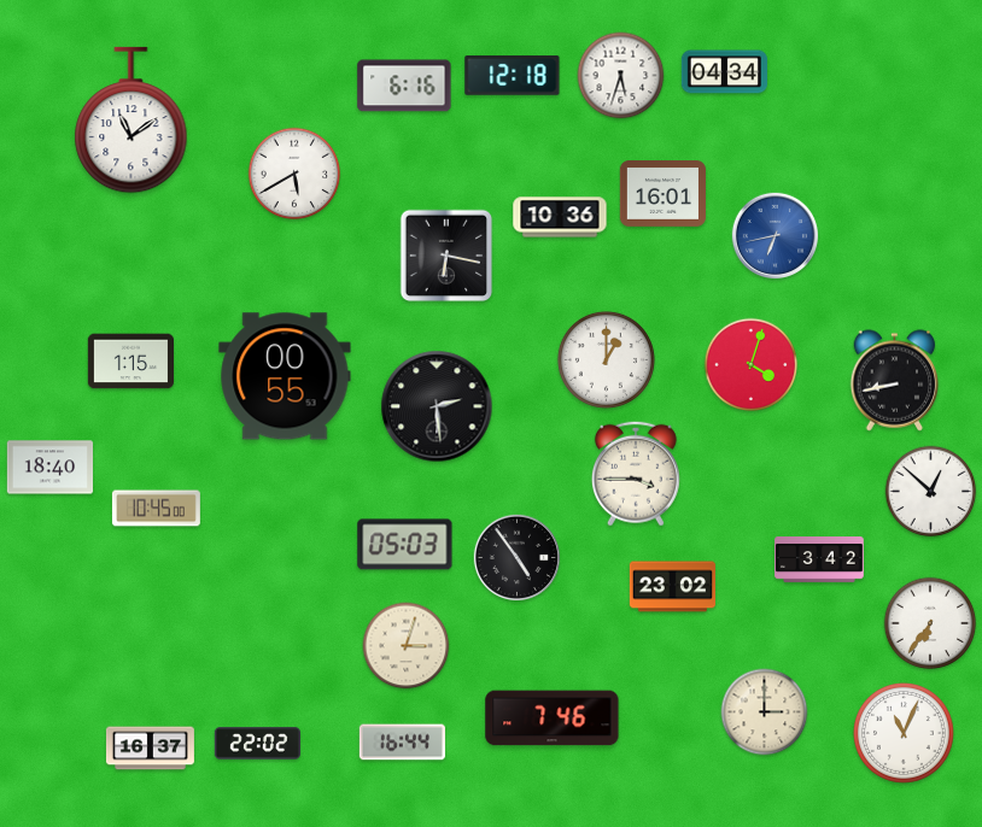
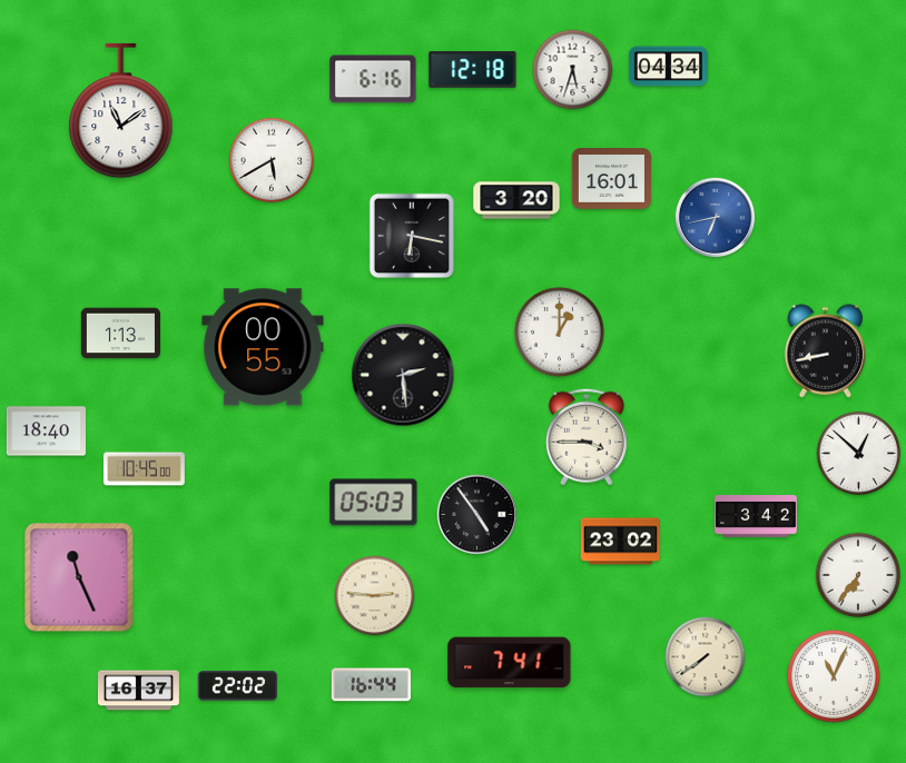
clock at (560, 217): 10:36 -> 3:20
clock at (130, 362): 1:15 -> 1:13
clock at (752, 365): 4:03 -> none
clock at (79, 577): none -> 11:26
clock at (407, 646): 3:03 -> 2:46
clock at (765, 712): 3:00 -> 7:39
clock at (553, 719): 7:46 -> 7:41
